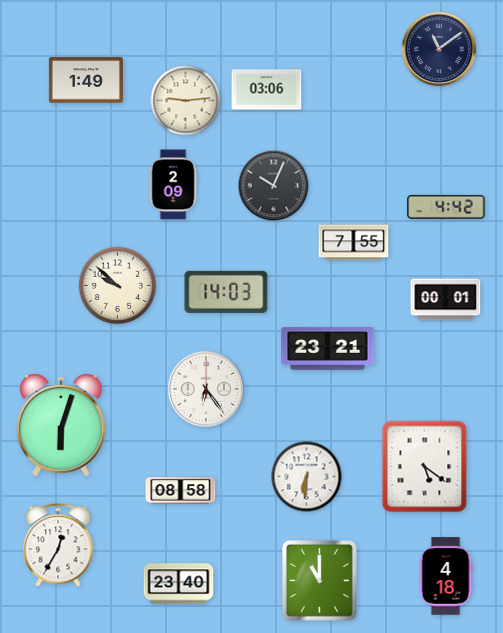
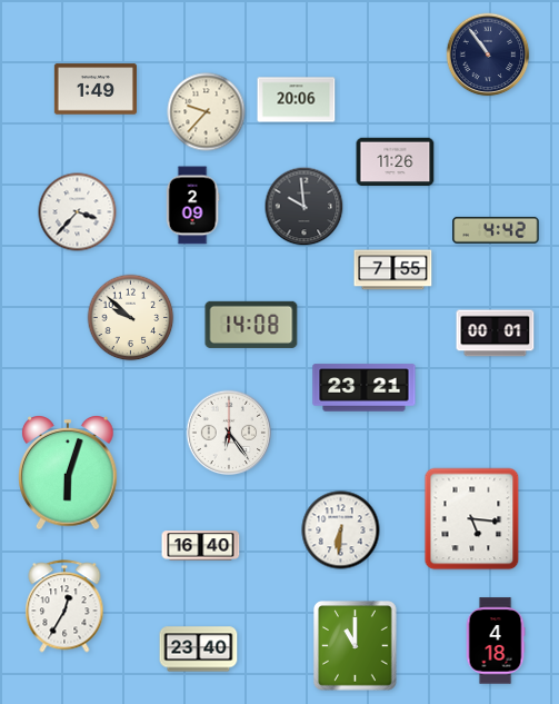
clock at (439, 49): 11:09 -> 10:54
clock at (267, 90): 03:06 -> 20:06
clock at (186, 101): 9:14 -> 9:37
clock at (396, 162): none -> 11:26
clock at (274, 186): 10:04 -> 9:59
clock at (78, 212): none -> 3:37
clock at (226, 292): 14:03 -> 14:08
clock at (425, 467): 5:21 -> 5:16
clock at (181, 491): 08:58 -> 16:40
